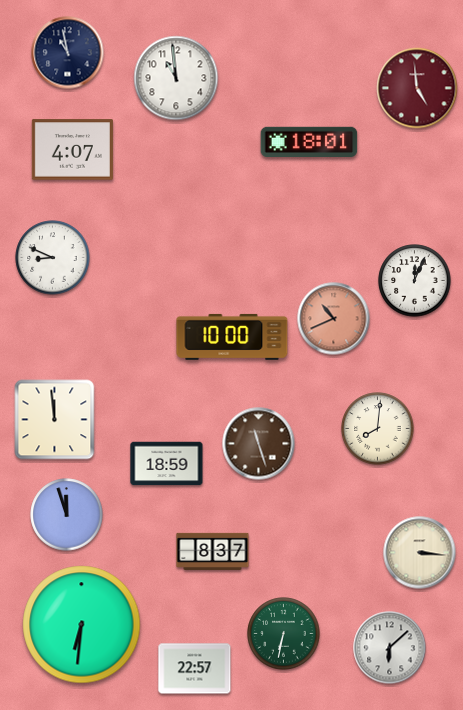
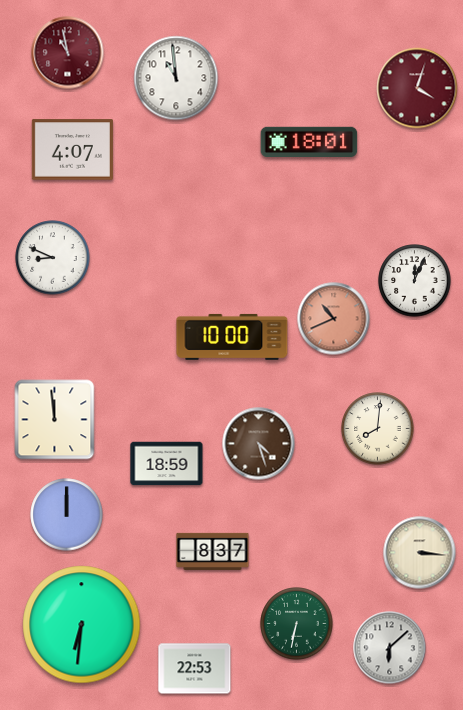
clock at (68, 53) dial: navy -> burgundy
clock at (417, 88): 4:59 -> 4:03
clock at (259, 444): 11:27 -> 4:27
clock at (67, 515): 11:57 -> 12:00
clock at (284, 634) position: (284, 634) -> (297, 624)
clock at (195, 669): 22:57 -> 22:53
